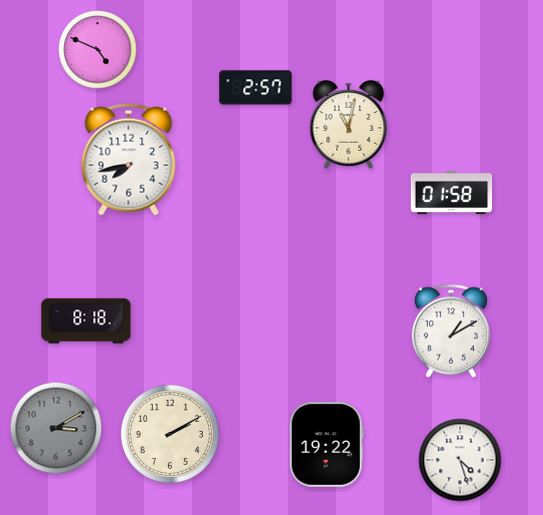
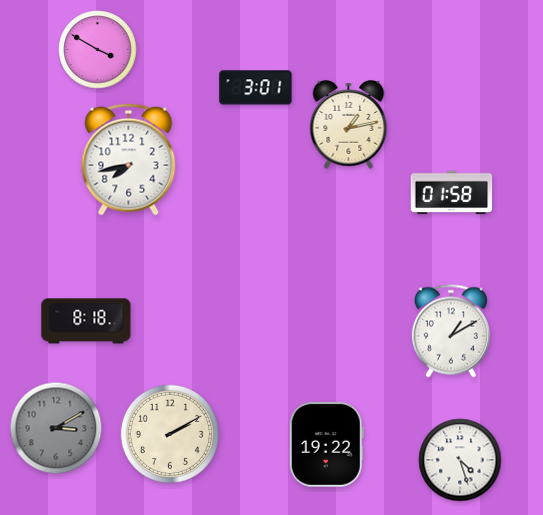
clock at (98, 50): 4:49 -> 3:50
clock at (256, 88): 2:57 -> 3:01
clock at (349, 125): 11:02 -> 1:13
